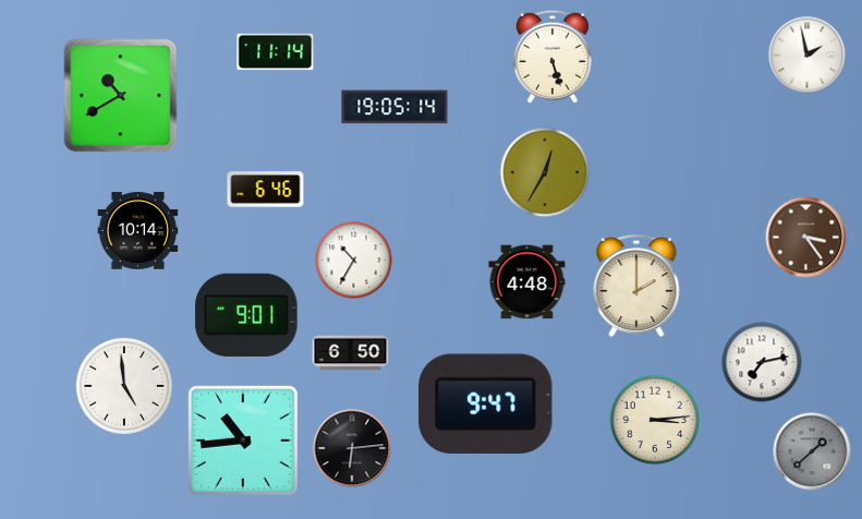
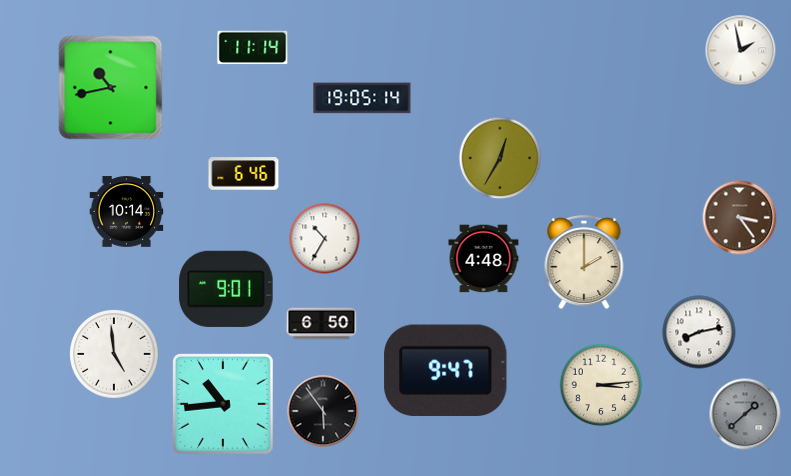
clock at (553, 57): 5:27 -> none
clock at (121, 96): 10:40 -> 10:43
clock at (762, 362): 7:13 -> 8:13
clock at (352, 448): 6:14 -> 5:54
